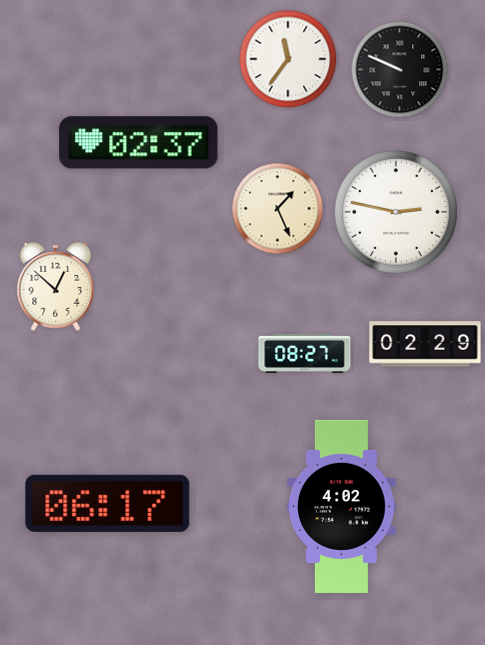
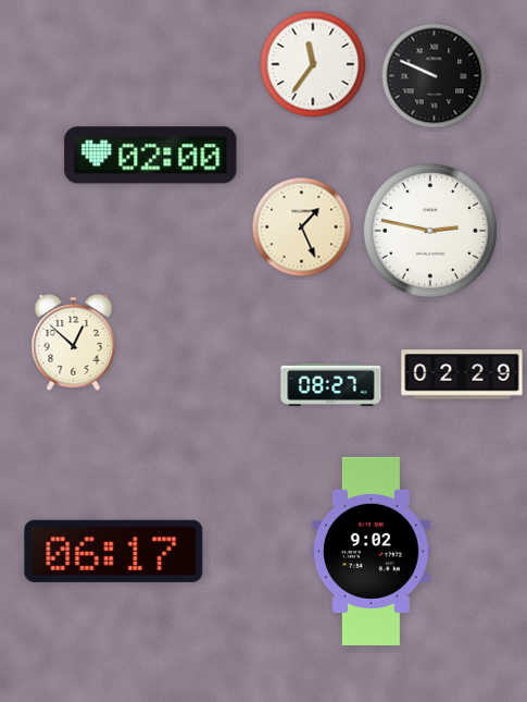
clock at (139, 143): 02:37 -> 02:00
clock at (56, 286) position: (56, 286) -> (74, 342)
clock at (108, 503) position: (108, 503) -> (114, 551)
clock at (342, 506): 4:02 -> 9:02
